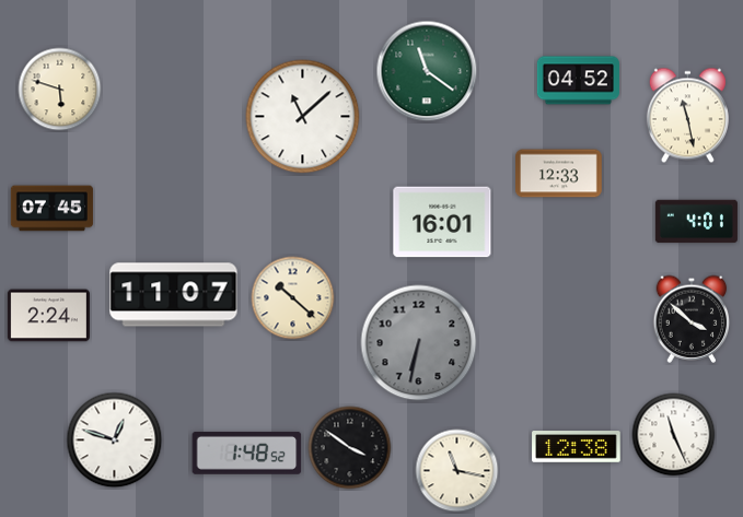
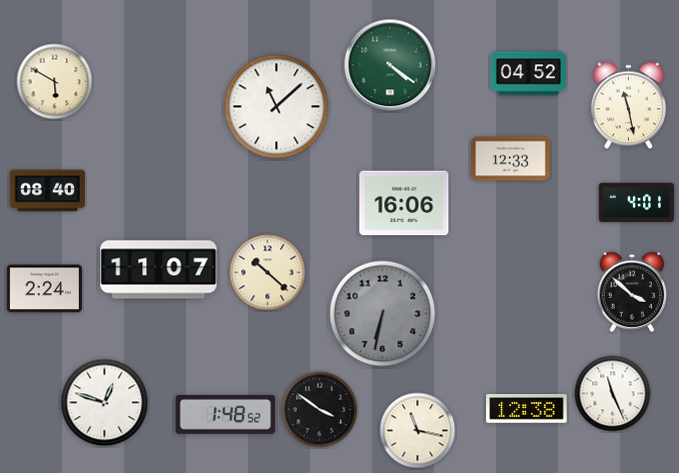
clock at (427, 71): 11:21 -> 4:21
clock at (60, 90): 5:48 -> 5:50
clock at (51, 209): 07:45 -> 08:40
clock at (442, 222): 16:01 -> 16:06
clock at (674, 435) position: (674, 435) -> (613, 394)
